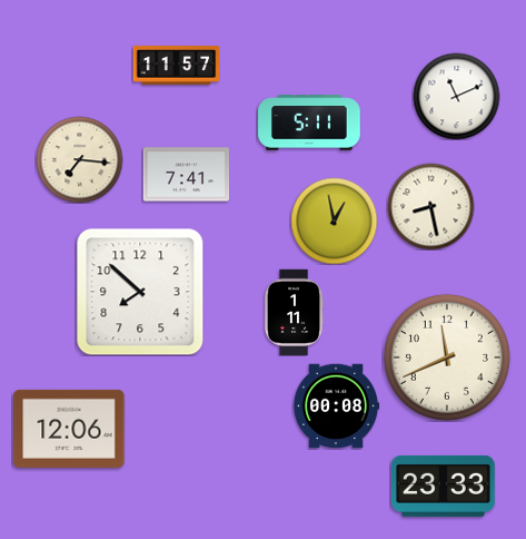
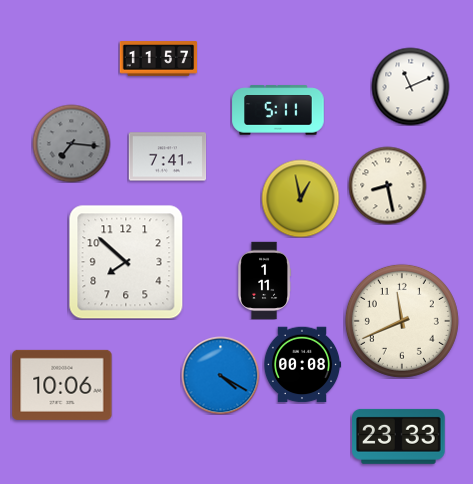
clock at (79, 159) dial: cream -> grey
clock at (220, 375): none -> 4:20
clock at (69, 429): 12:06 -> 10:06
